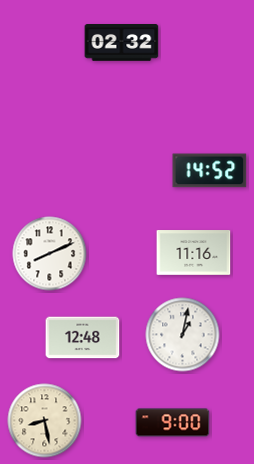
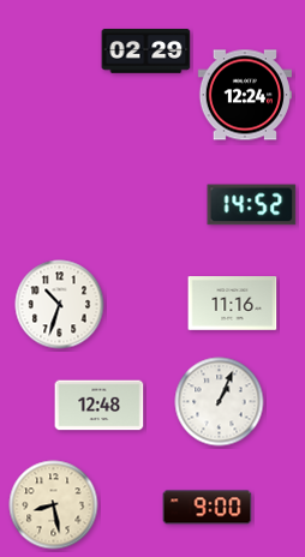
clock at (122, 43): 02:32 -> 02:29
clock at (244, 95): none -> 12:24
clock at (50, 254): 8:11 -> 10:33
clock at (183, 335): 1:02 -> 1:04
